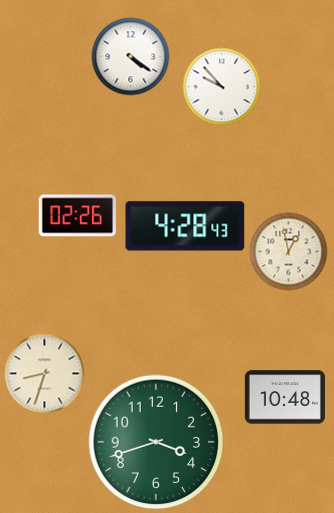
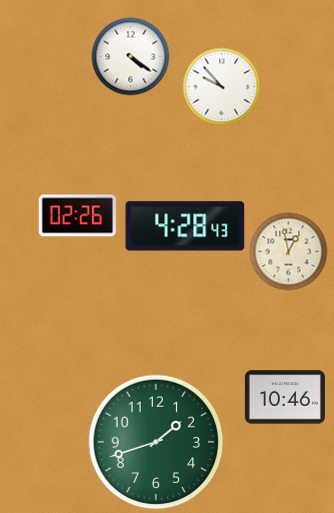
clock at (44, 373): 8:33 -> none
clock at (285, 397): 10:48 -> 10:46
clock at (156, 442): 3:42 -> 1:42
